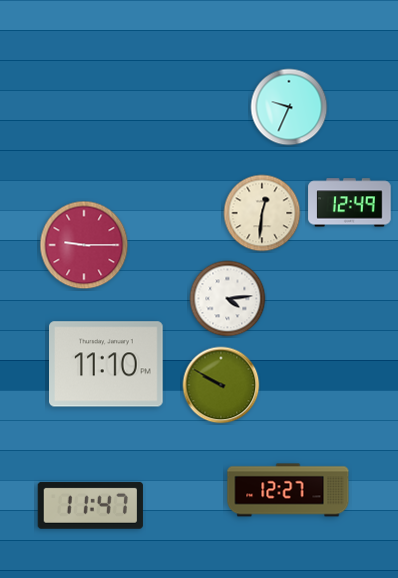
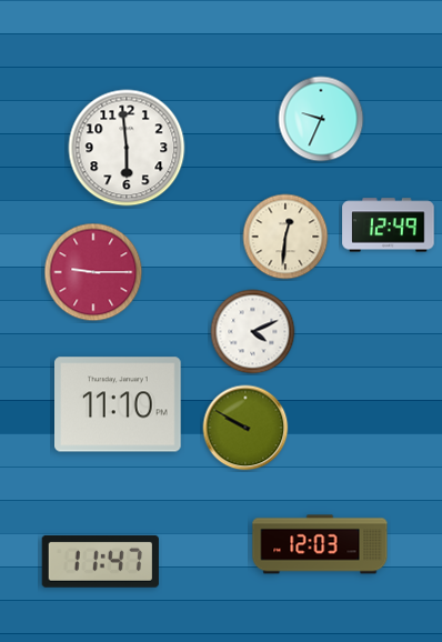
clock at (127, 148): none -> 5:59
clock at (262, 213) position: (262, 213) -> (285, 237)
clock at (228, 299): 4:14 -> 4:11
clock at (288, 490): 12:27 -> 12:03
